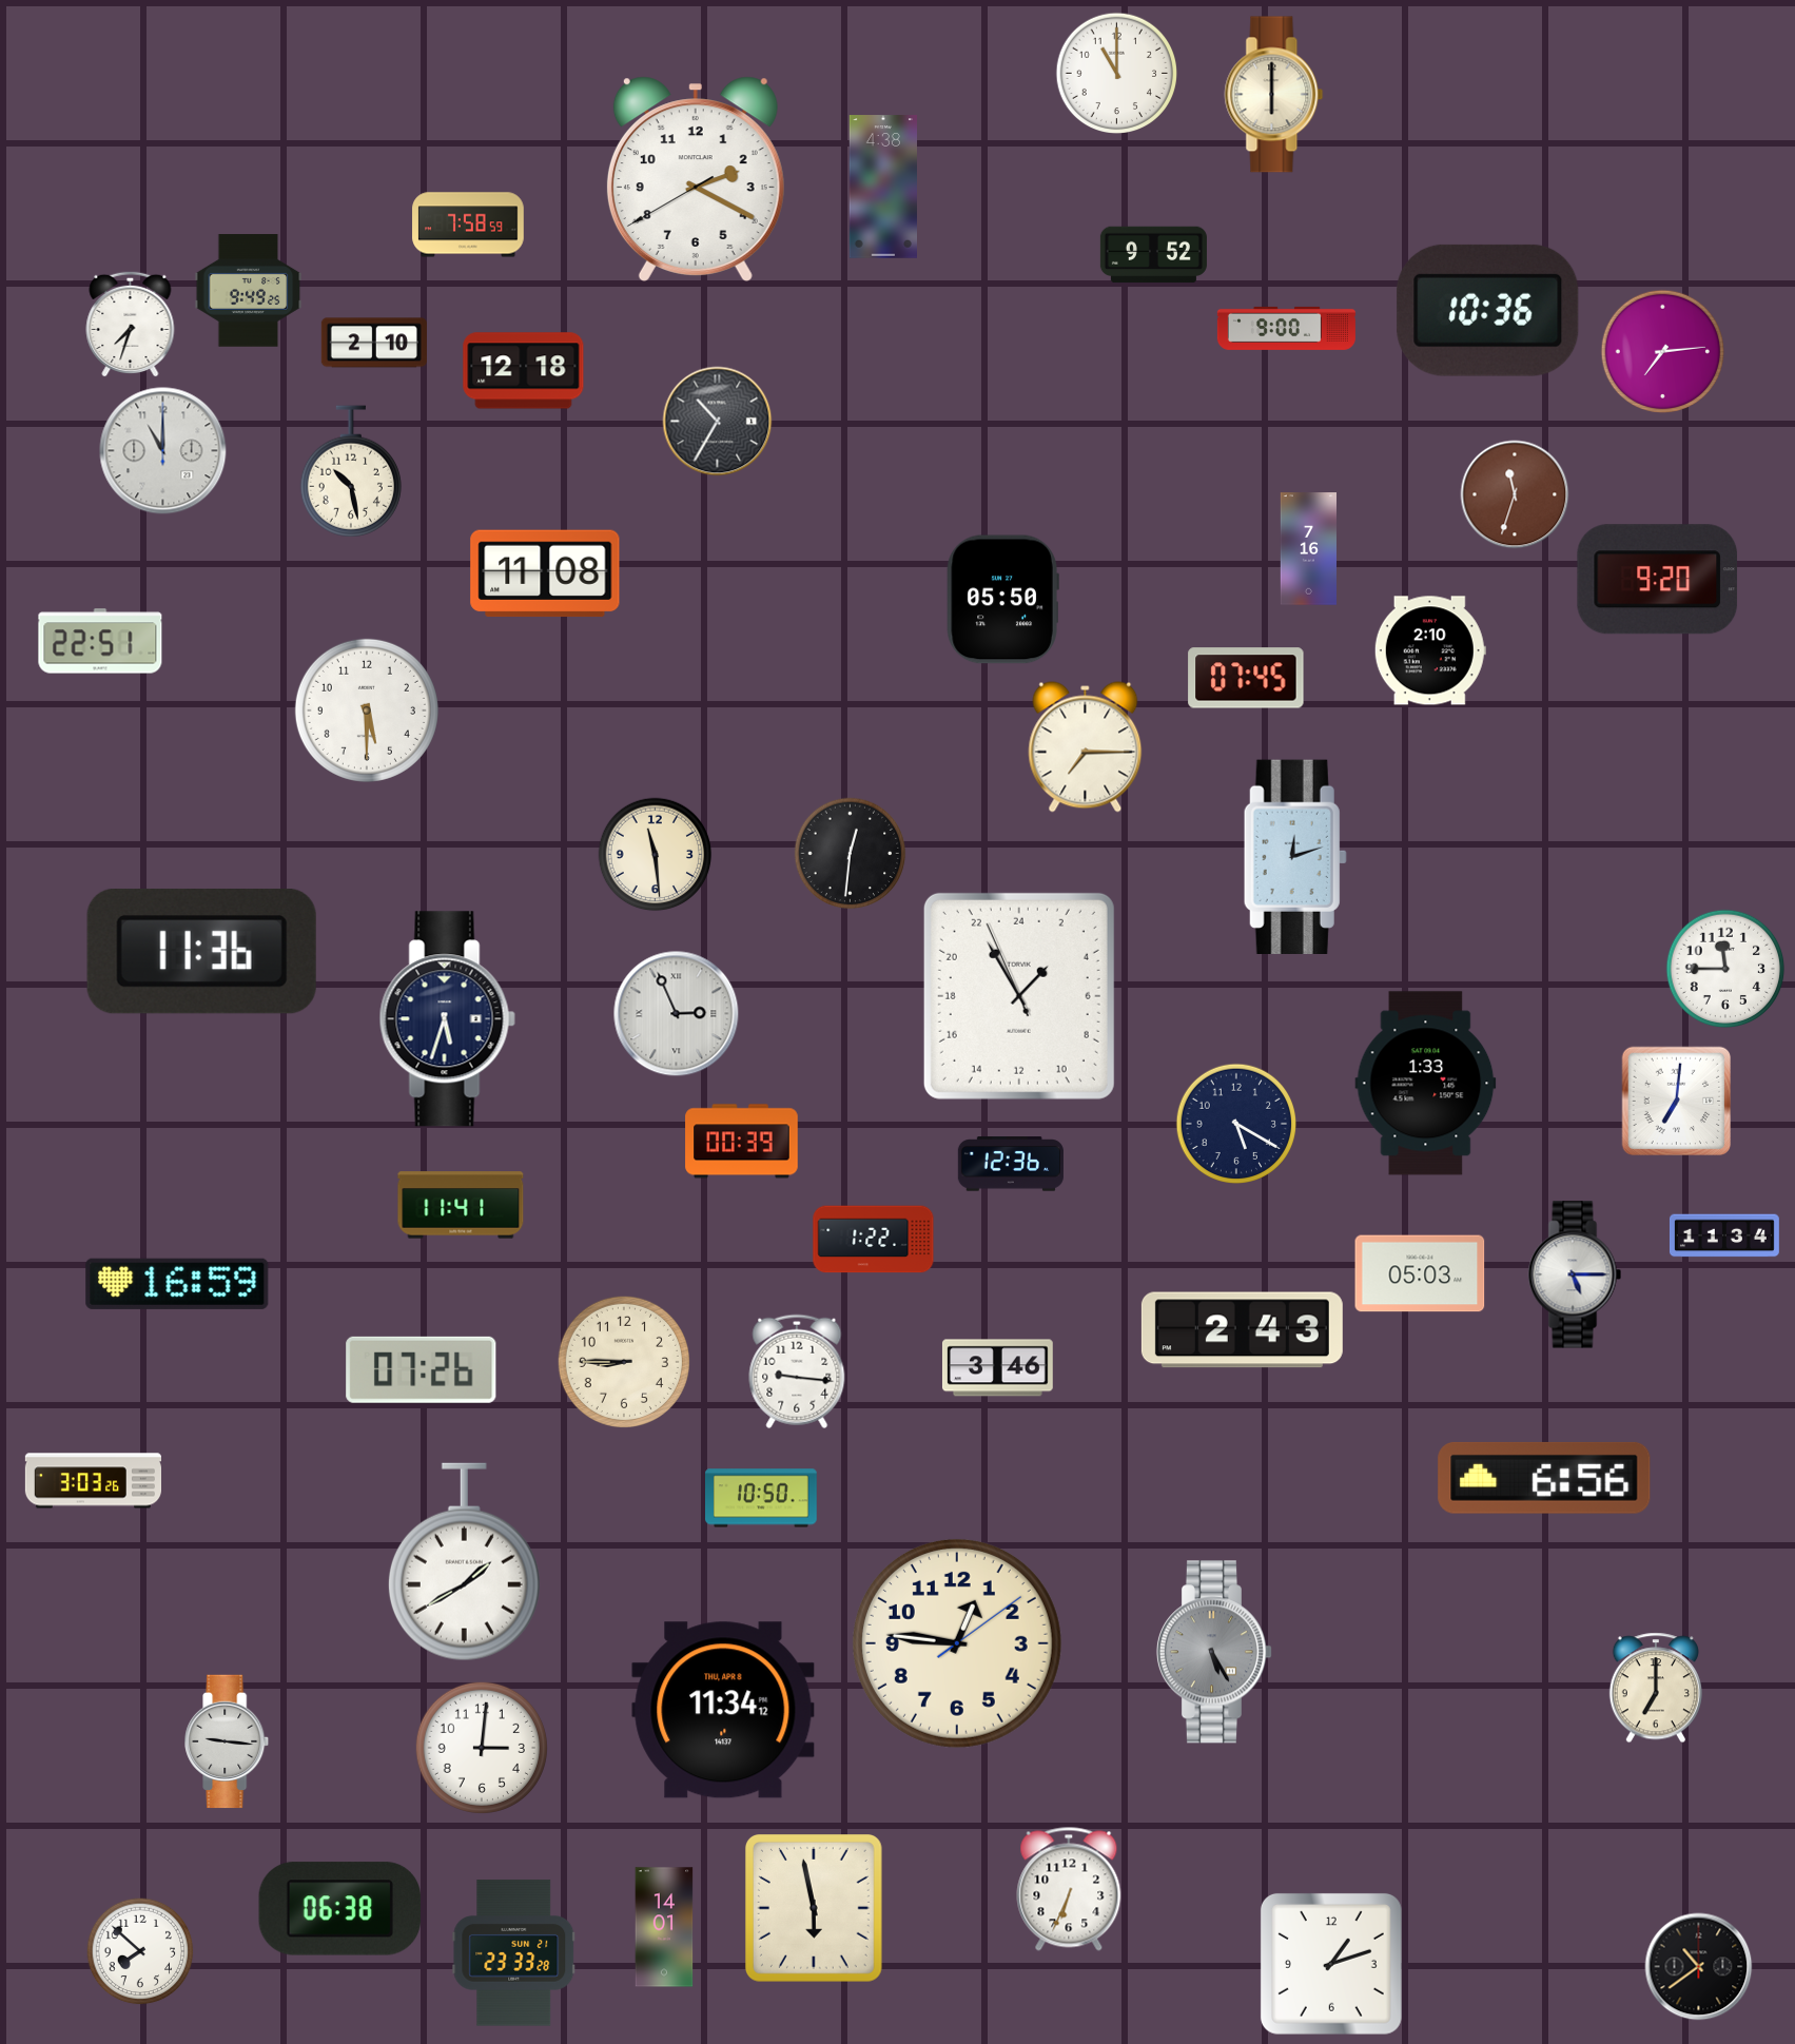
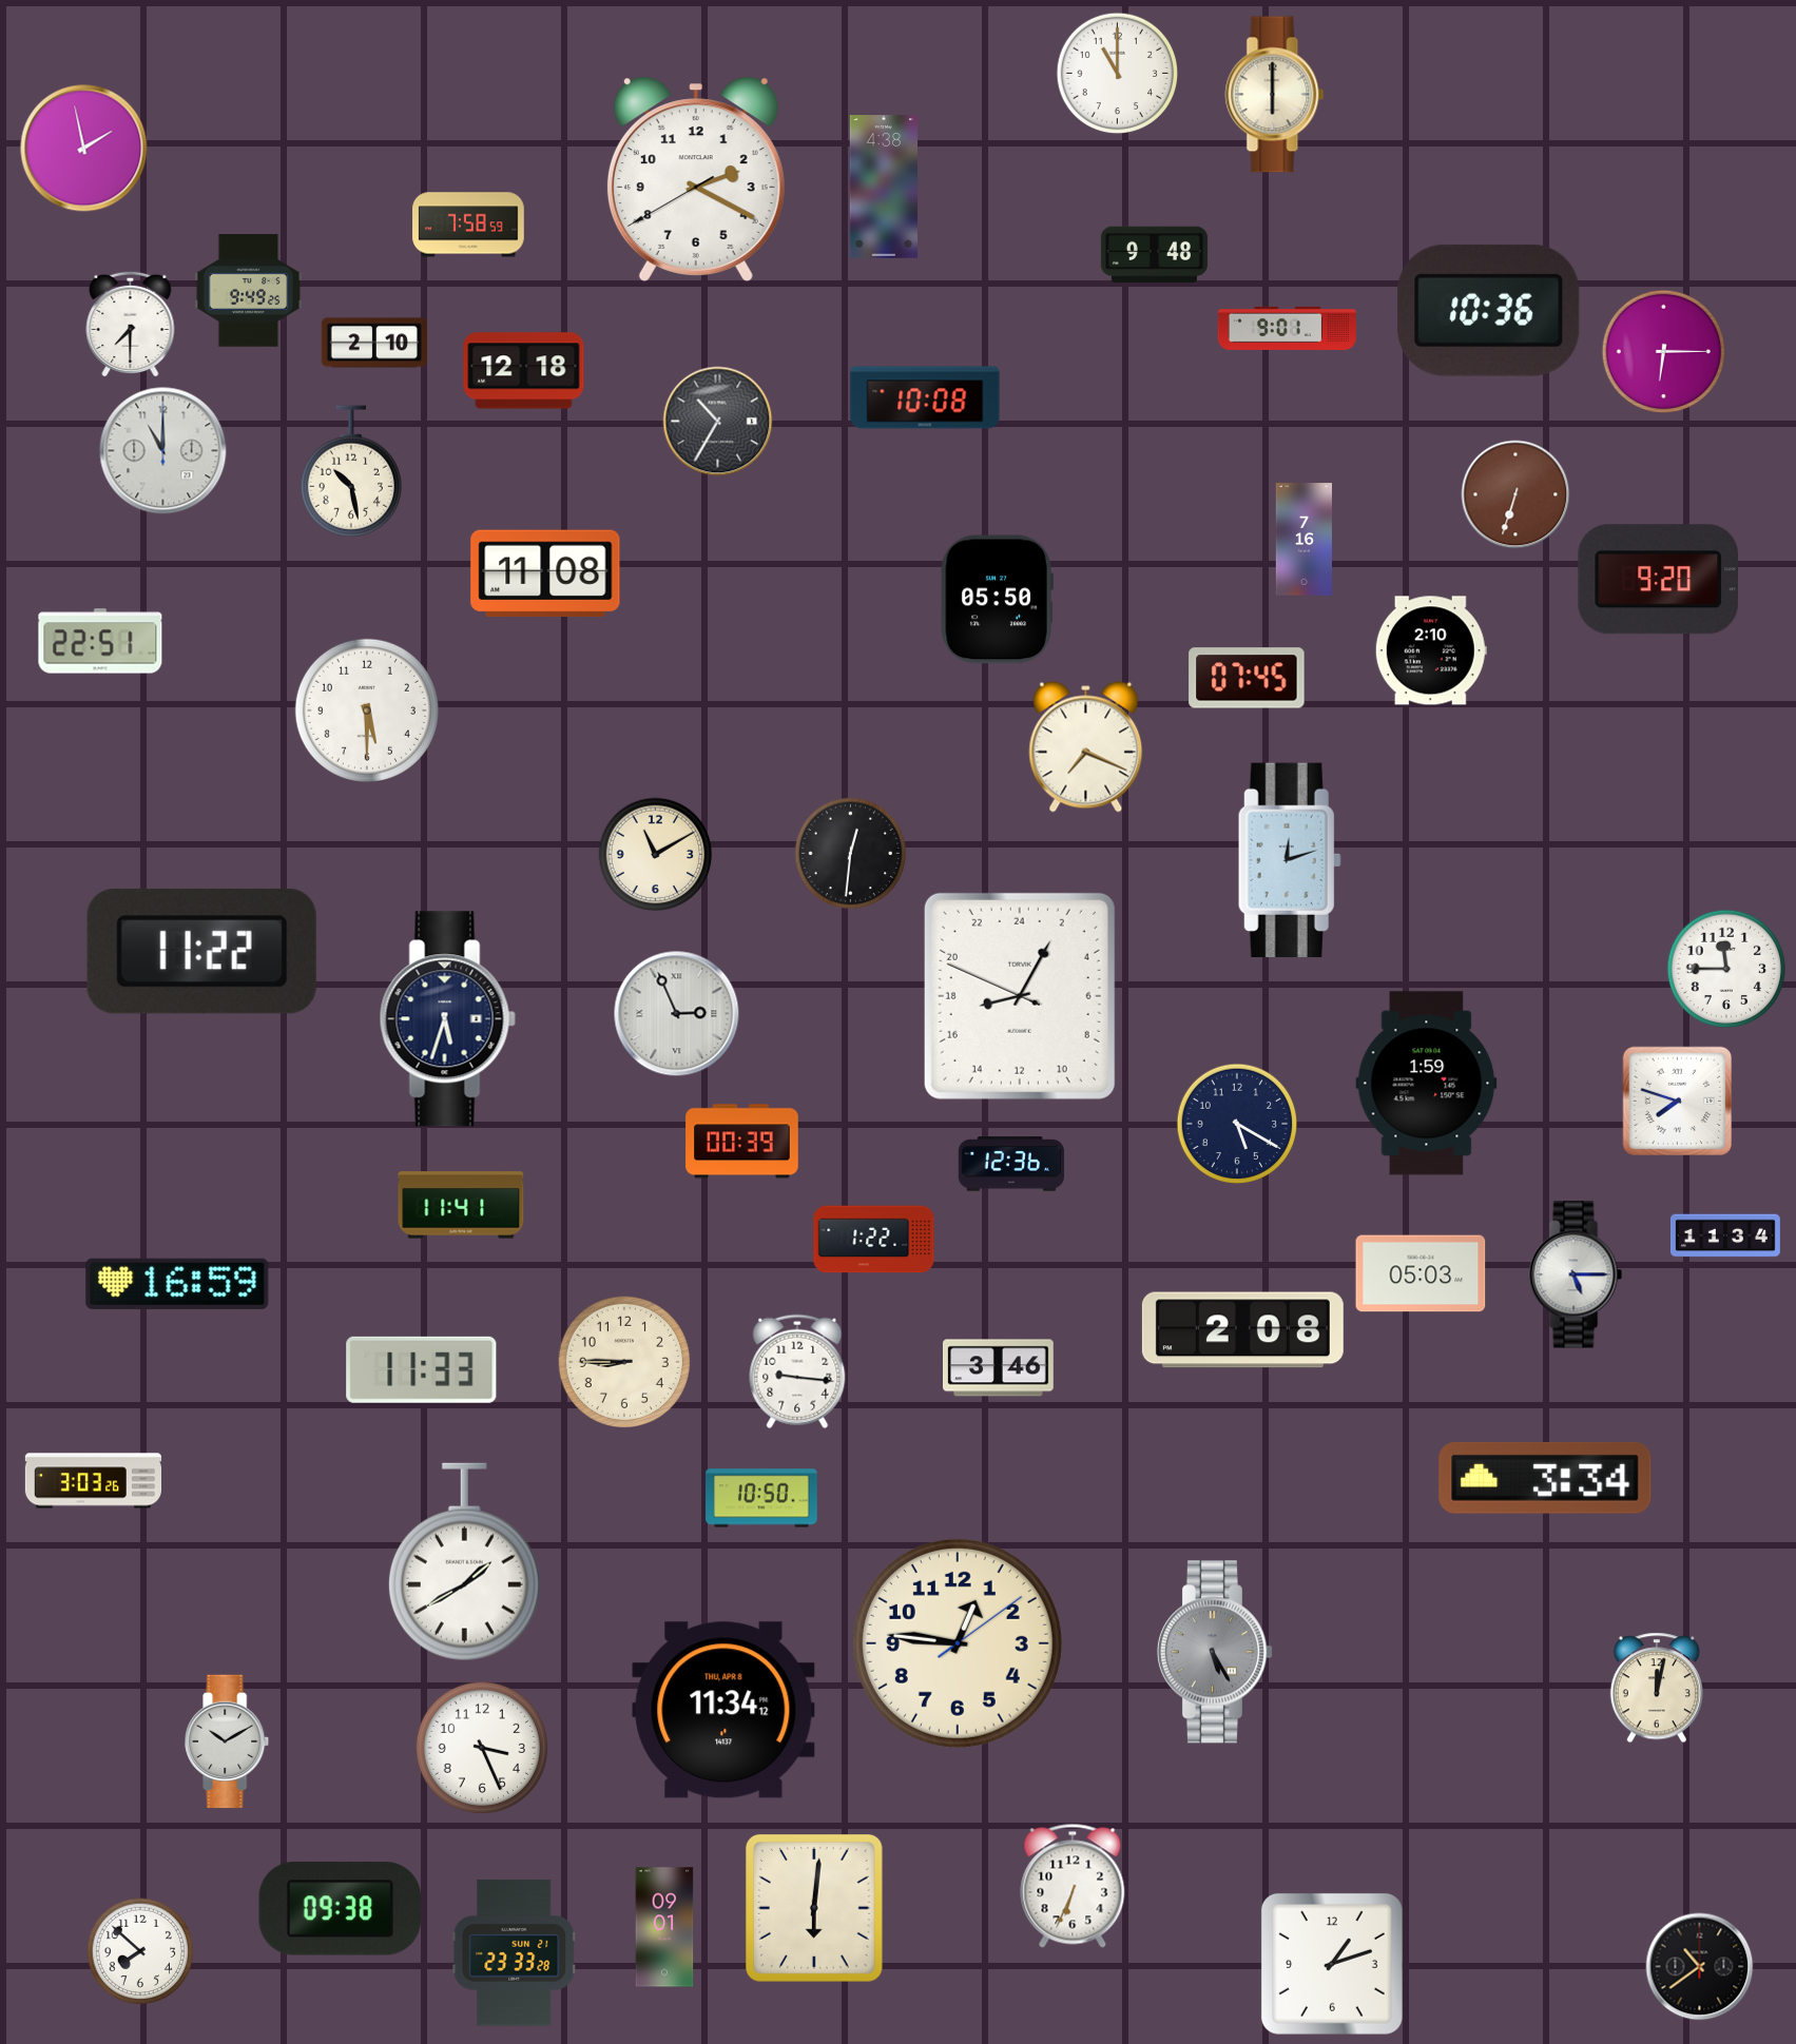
clock at (84, 149): none -> 1:58
clock at (1153, 255): 9:52 -> 9:48
clock at (131, 324): 7:33 -> 7:30
clock at (1286, 328): 9:00 -> 9:01
clock at (1662, 351): 7:14 -> 6:15
clock at (925, 397): none -> 10:08
clock at (1515, 494): 11:33 -> 6:33
clock at (1308, 549) position: (1308, 549) -> (1303, 540)
clock at (1002, 600) position: (1002, 600) -> (997, 600)
clock at (1086, 747): 7:15 -> 7:19
clock at (656, 855): 11:29 -> 11:10
clock at (1295, 856) position: (1295, 856) -> (1290, 859)
clock at (201, 951): 11:36 -> 11:22
clock at (1019, 996): 2:54 -> 17:04
clock at (1426, 1084): 1:33 -> 1:59
clock at (1677, 1102): 7:01 -> 7:48
clock at (1242, 1330): 2:43 -> 2:08
clock at (422, 1369): 07:26 -> 11:33
clock at (1544, 1478): 6:56 -> 3:34
clock at (1656, 1688): 7:00 -> 12:02
clock at (228, 1741): 9:16 -> 10:10
clock at (482, 1748): 3:01 -> 3:26
clock at (1069, 1889) position: (1069, 1889) -> (1073, 1886)
clock at (340, 1909): 06:38 -> 09:38
clock at (814, 1909): 5:58 -> 6:01
clock at (664, 1927): 14:01 -> 09:01
